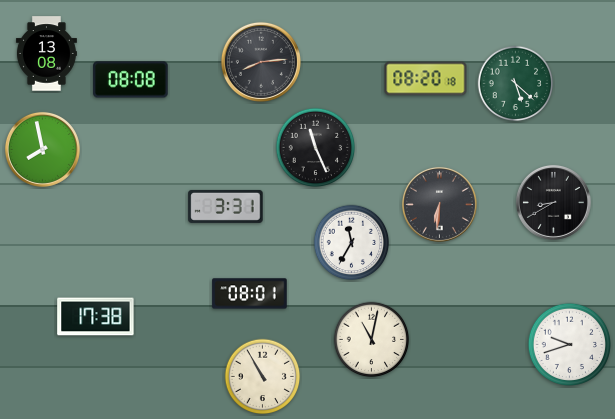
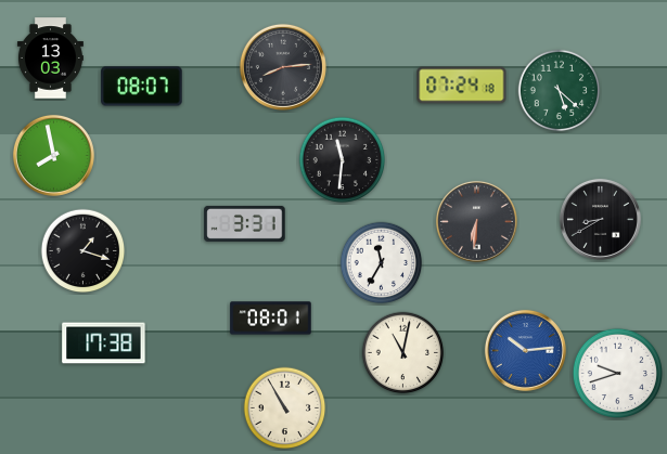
clock at (46, 54): 13:08 -> 13:03
clock at (426, 79): 08:20 -> 07:24
clock at (131, 80): 08:08 -> 08:07
clock at (316, 148): 11:26 -> 11:31
clock at (42, 149) position: (42, 149) -> (53, 155)
clock at (84, 251): none -> 1:18
clock at (525, 350): none -> 10:14
clock at (372, 340) position: (372, 340) -> (403, 353)
